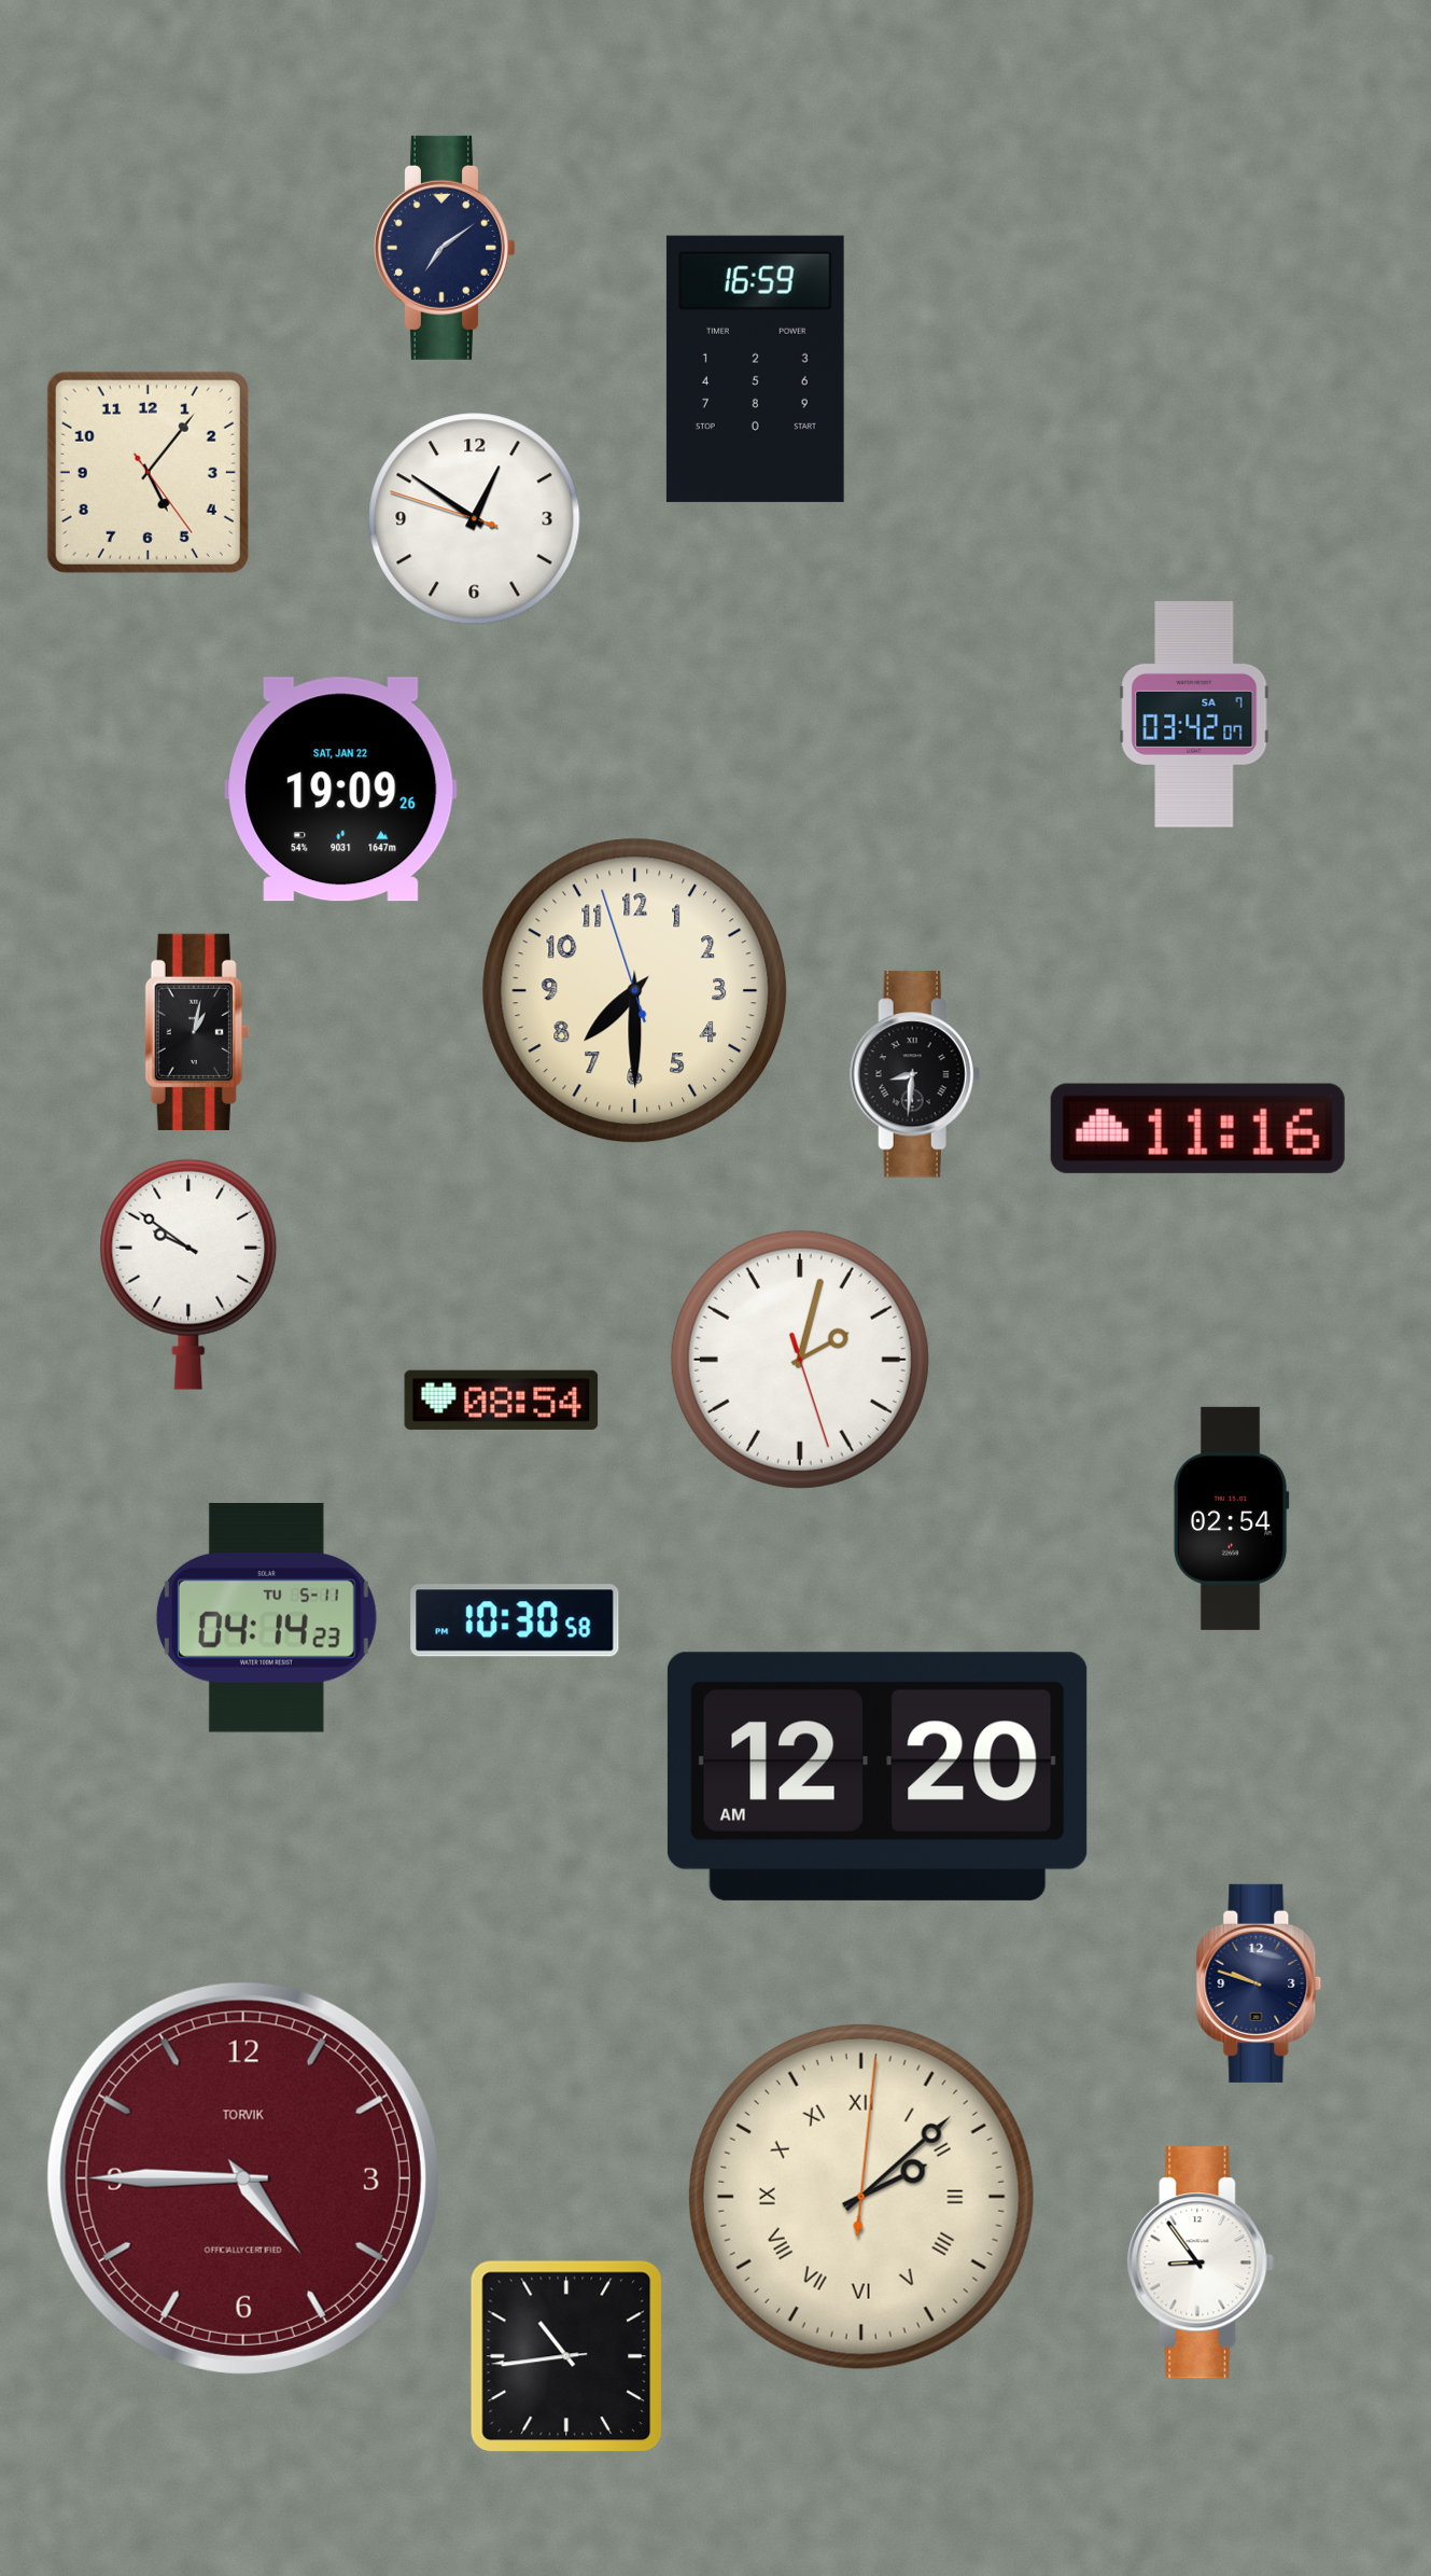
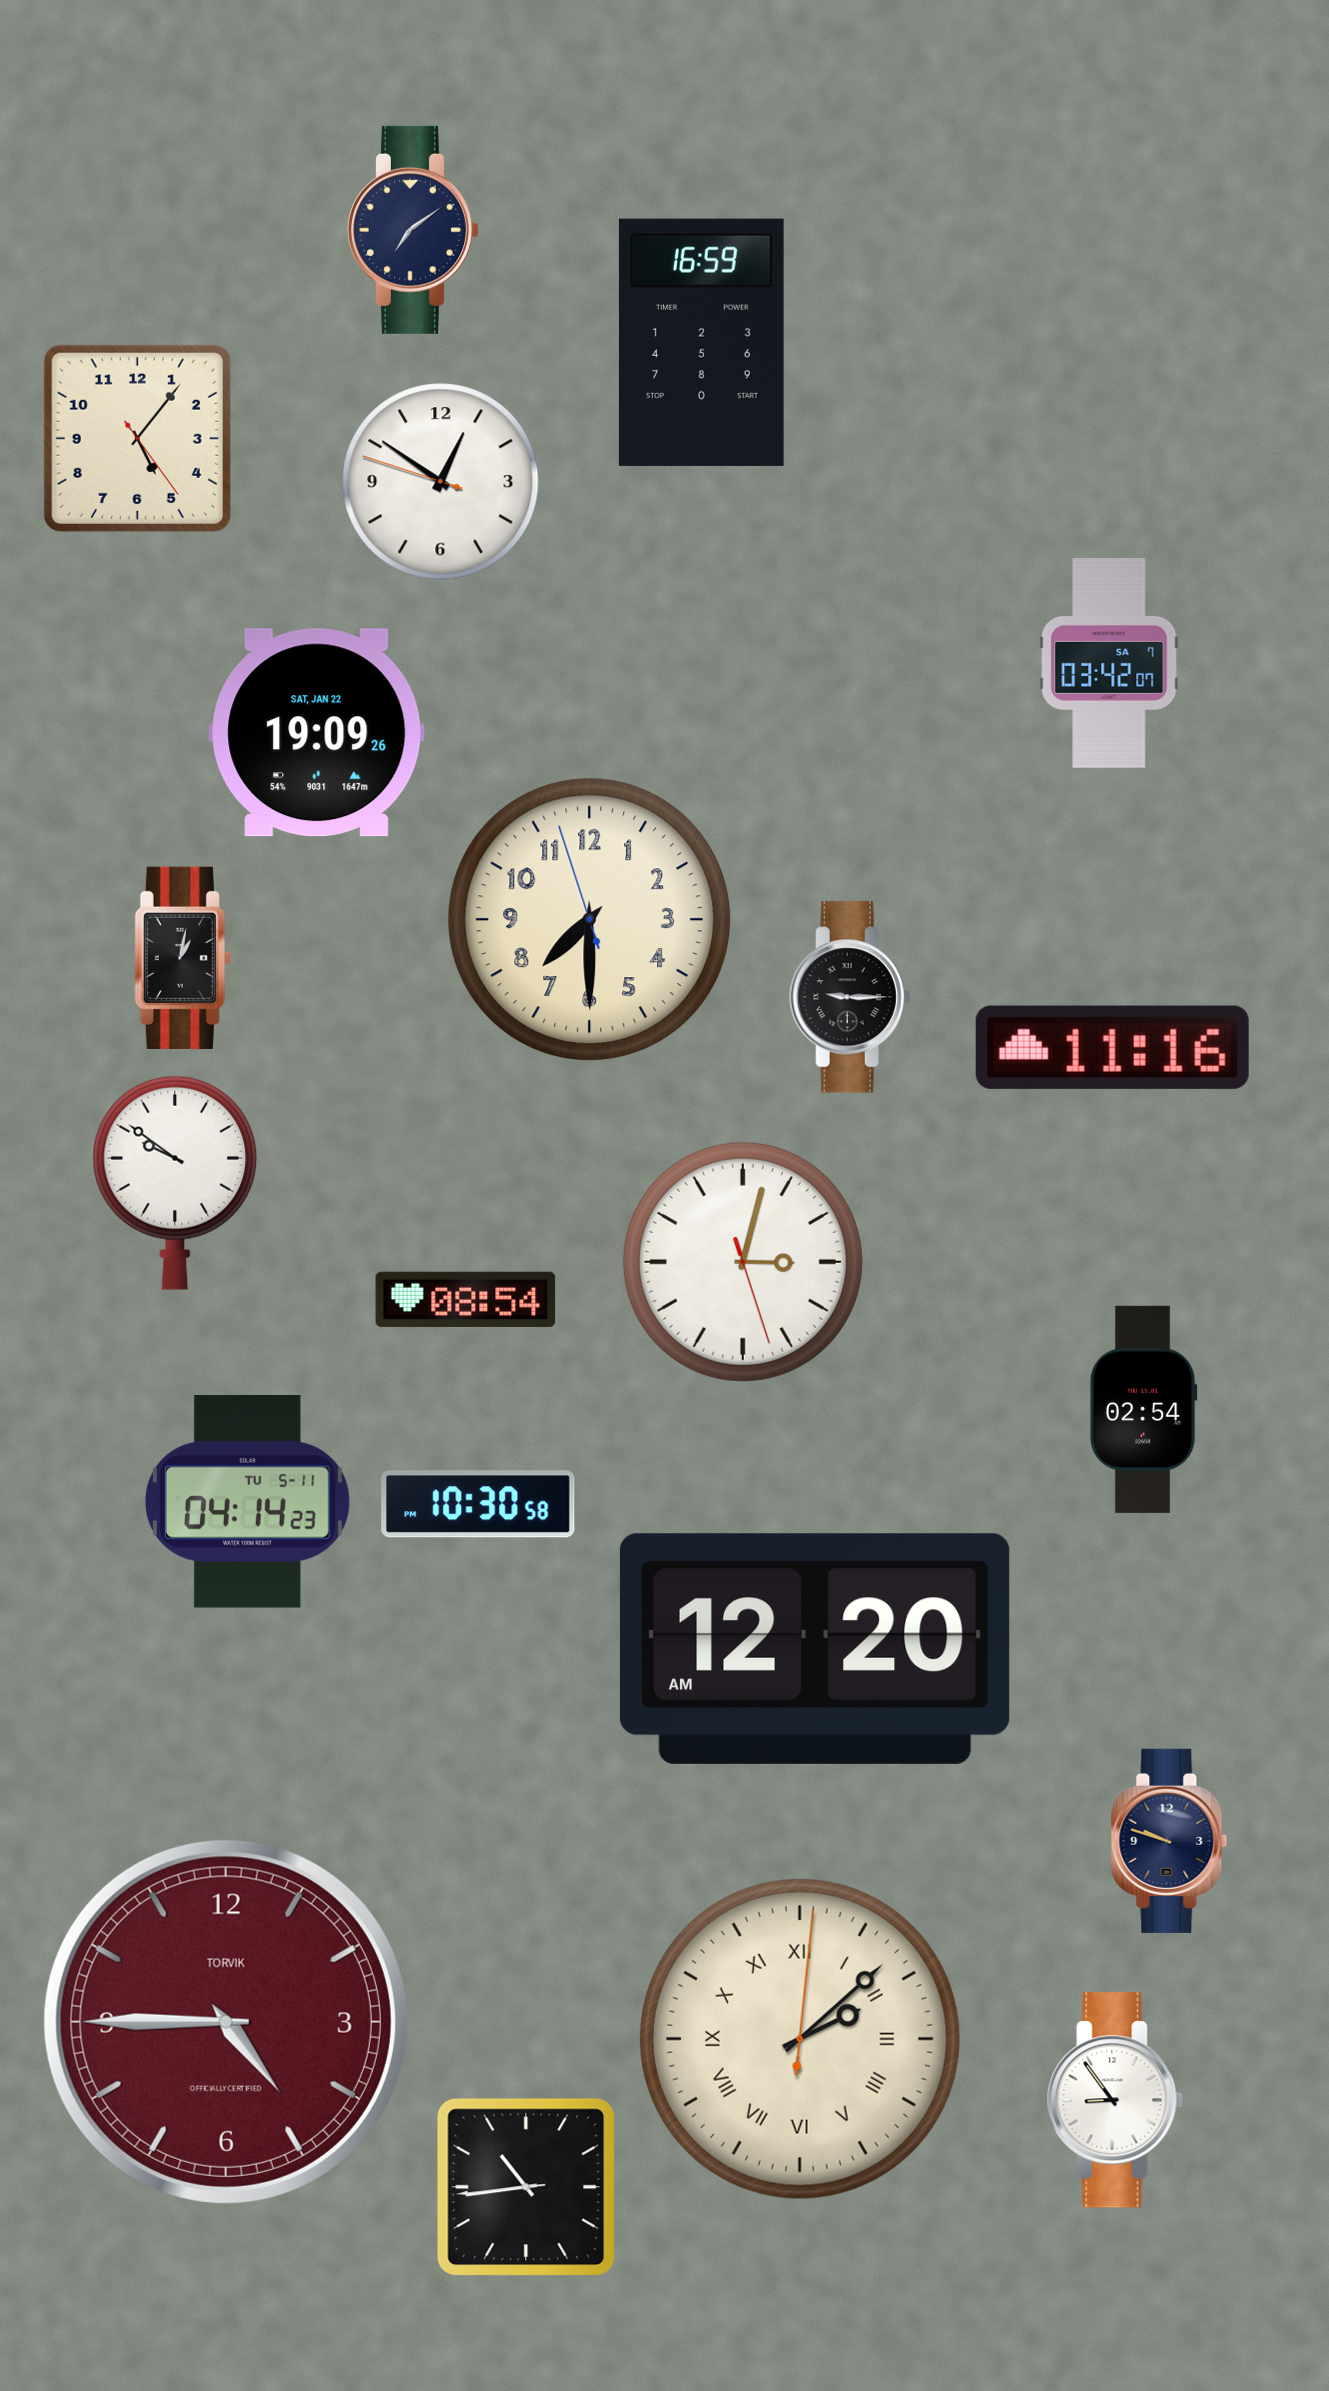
clock at (915, 1074): 8:31 -> 9:15
clock at (800, 1360): 2:02 -> 3:02
